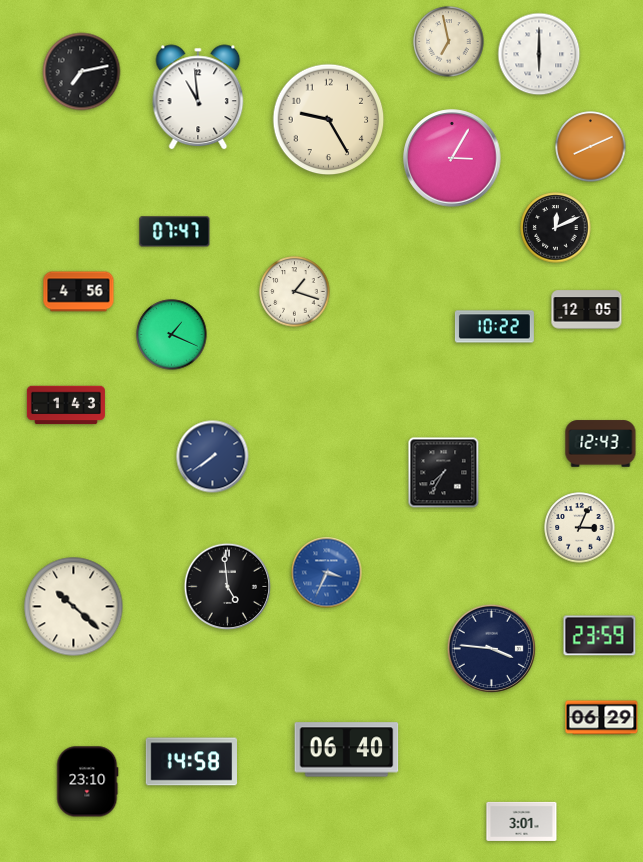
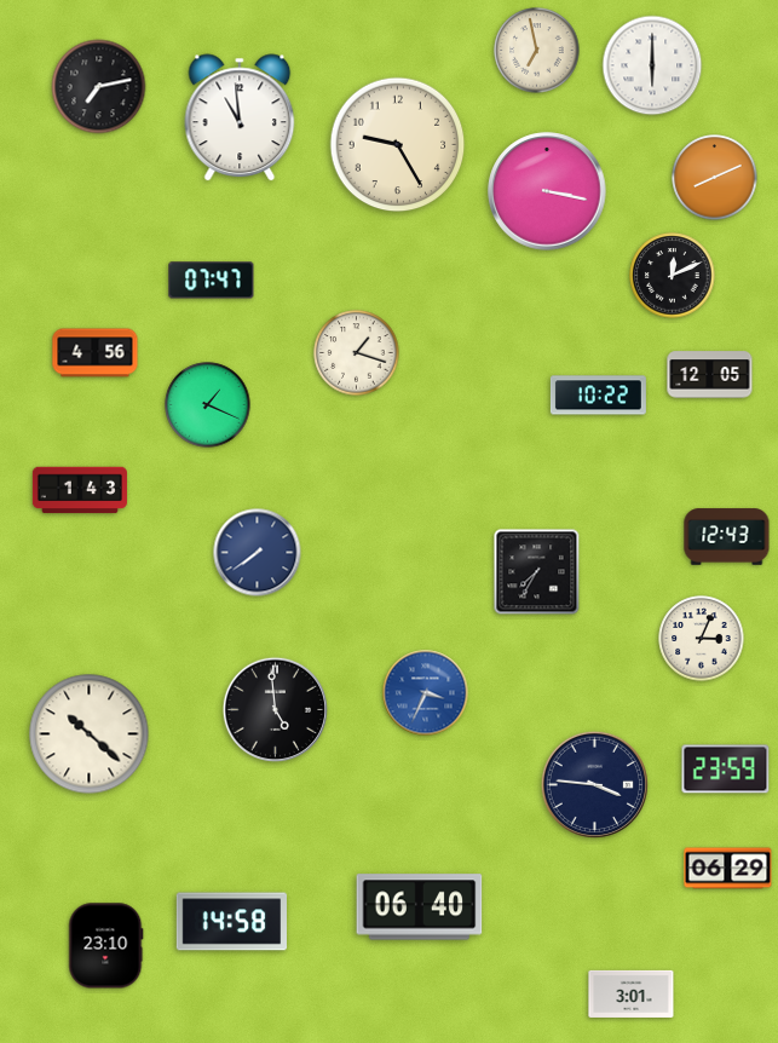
clock at (449, 42) position: (449, 42) -> (537, 51)
clock at (452, 158): 3:05 -> 3:17
clock at (327, 573) position: (327, 573) -> (426, 693)
